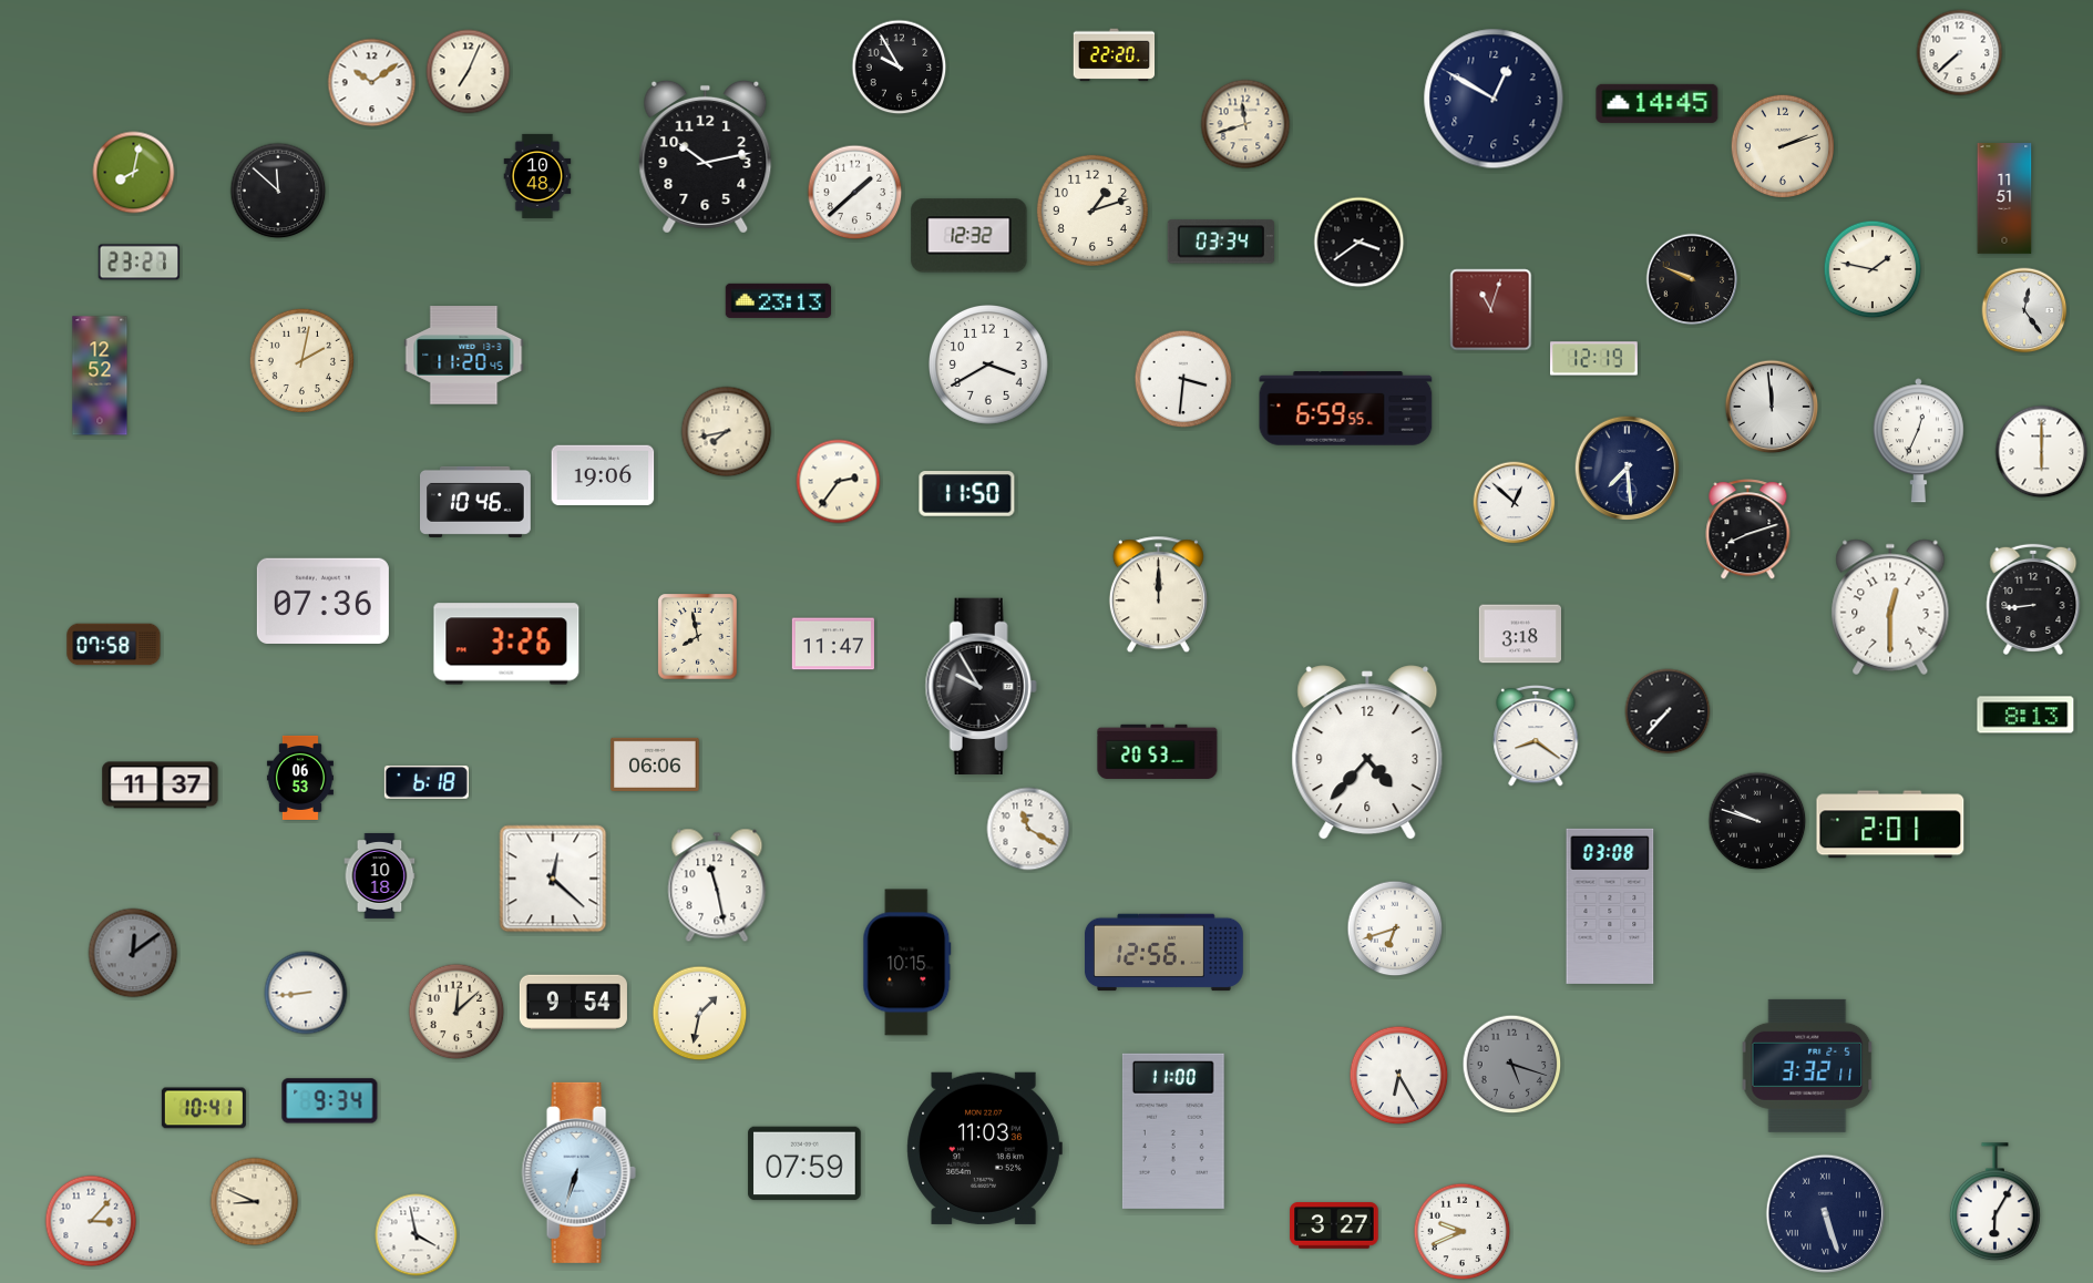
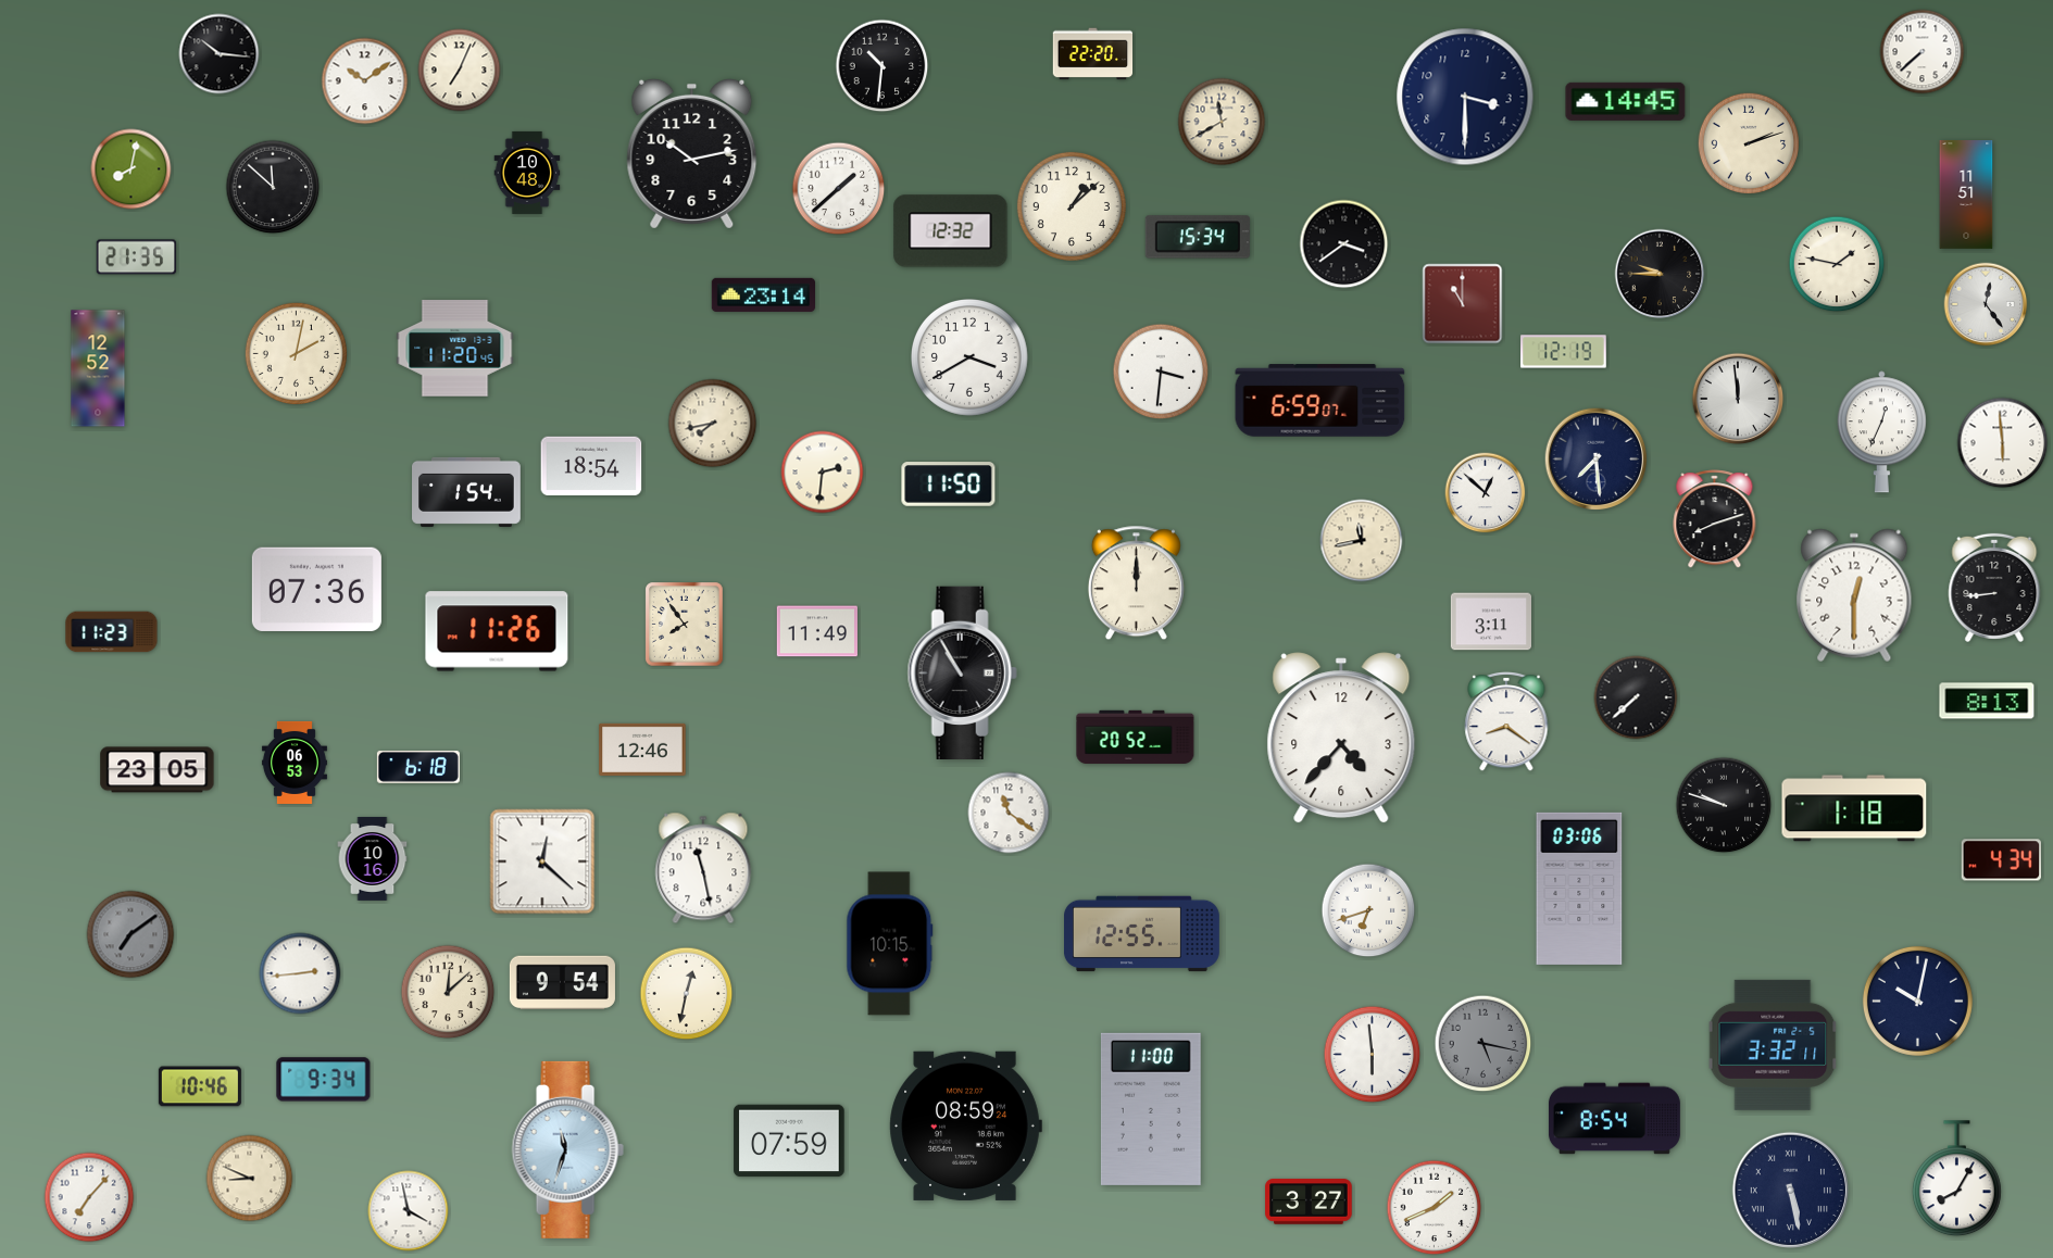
clock at (220, 54): none -> 10:16
clock at (900, 68): 9:55 -> 10:31
clock at (1494, 99): 12:50 -> 3:30
clock at (1245, 124): 11:42 -> 11:40
clock at (1092, 211): 1:12 -> 1:08
clock at (1221, 242): 03:34 -> 15:34
clock at (1360, 243) position: (1360, 243) -> (1344, 244)
clock at (140, 263): 23:27 -> 21:35
clock at (1692, 279): 9:49 -> 9:45
clock at (778, 300): 23:13 -> 23:14
clock at (1491, 310): 11:03 -> 11:00
clock at (1346, 409): 6:59:55 -> 6:59:07
clock at (2042, 452): 6:00 -> 5:59
clock at (603, 475): 19:06 -> 18:54
clock at (839, 482): 2:36 -> 2:31
clock at (476, 502): 10:46 -> 1:54
clock at (1362, 541): none -> 11:43
clock at (1519, 634): 3:18 -> 3:11
clock at (698, 637): 7:58 -> 7:54
clock at (506, 644): 3:26 -> 11:26
clock at (833, 644): 11:47 -> 11:49
clock at (114, 645): 07:58 -> 11:23
clock at (981, 686): 9:55 -> 10:55
clock at (1668, 711): 7:37 -> 7:38
clock at (1158, 751): 20:53 -> 20:52
clock at (655, 764): 06:06 -> 12:46
clock at (161, 786): 11:37 -> 23:05
clock at (1890, 824): 2:01 -> 1:18
clock at (1028, 829): 11:20 -> 11:21
clock at (380, 875): 10:18 -> 10:16
clock at (2001, 860): none -> 4:34
clock at (1610, 906): 03:08 -> 03:06
clock at (133, 953): 12:09 -> 7:09
clock at (1165, 953): 12:56 -> 12:55
clock at (306, 993): 8:44 -> 2:44
clock at (700, 1014): 1:32 -> 12:32
clock at (1917, 1001): none -> 10:02
clock at (1512, 1065): 5:18 -> 5:17
clock at (1399, 1076): 6:25 -> 5:59
clock at (204, 1108): 10:41 -> 10:46
clock at (1615, 1119): none -> 8:54
clock at (984, 1148): 11:03 -> 08:59
clock at (578, 1172): 6:33 -> 11:33
clock at (1994, 1202): 6:05 -> 8:05
clock at (1825, 1213): 5:27 -> 5:28
clock at (91, 1221): 3:07 -> 7:07
clock at (1463, 1232): 9:41 -> 1:41
